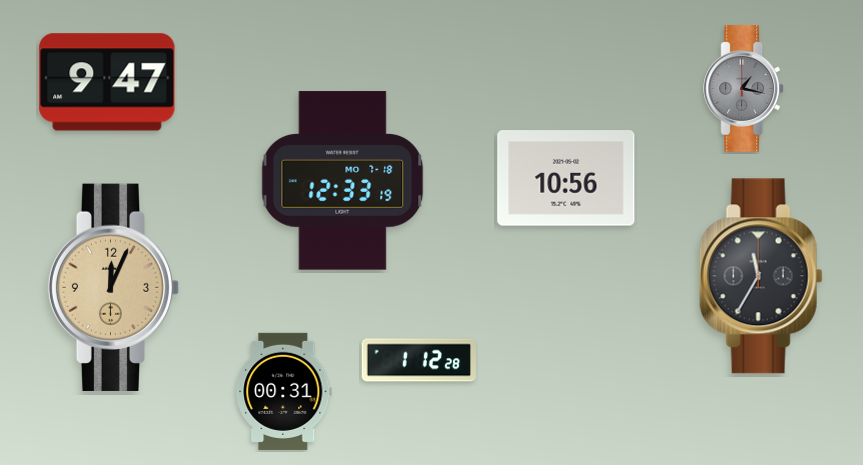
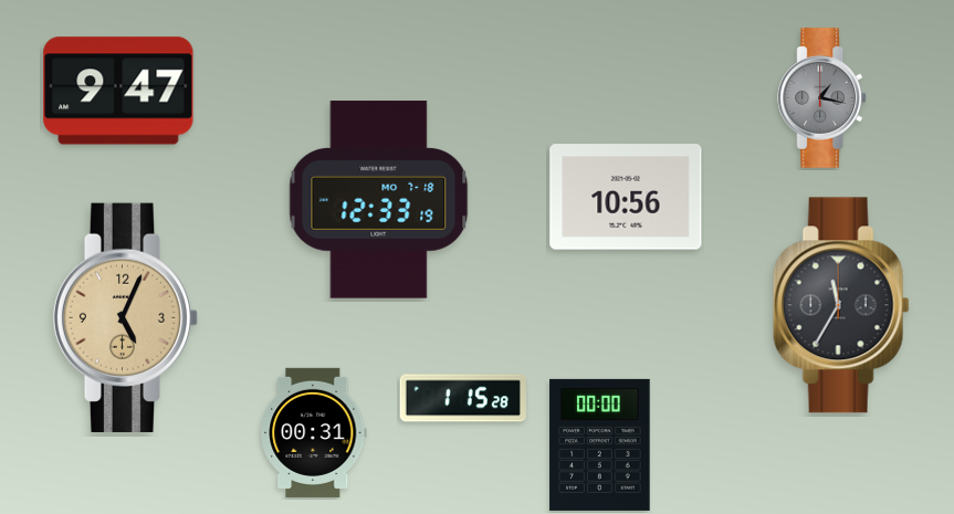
clock at (114, 287): 12:04 -> 5:04
clock at (418, 360): 1:12 -> 1:15
clock at (600, 444): none -> 00:00
